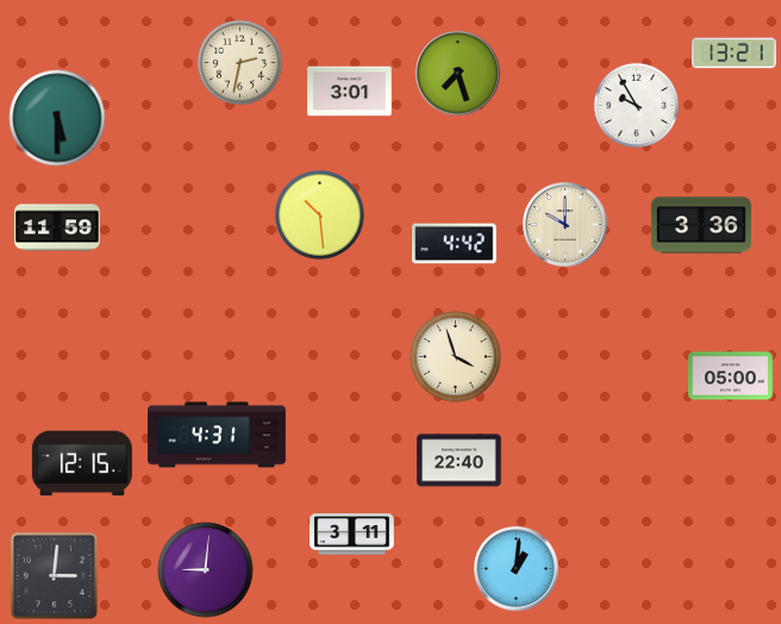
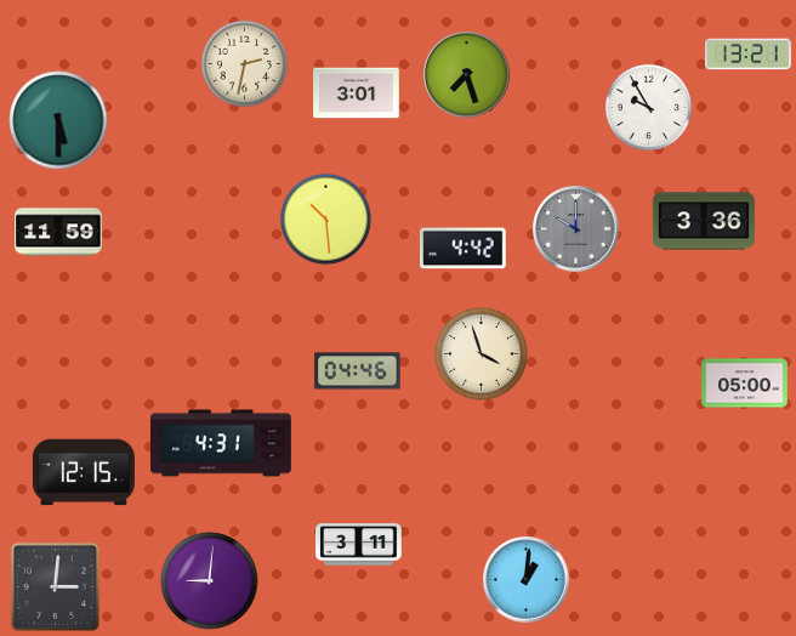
clock at (566, 225) dial: cream -> grey
clock at (701, 225) position: (701, 225) -> (704, 221)
clock at (456, 357) position: (456, 357) -> (482, 354)
clock at (358, 371): none -> 04:46
clock at (460, 461): 22:40 -> none
